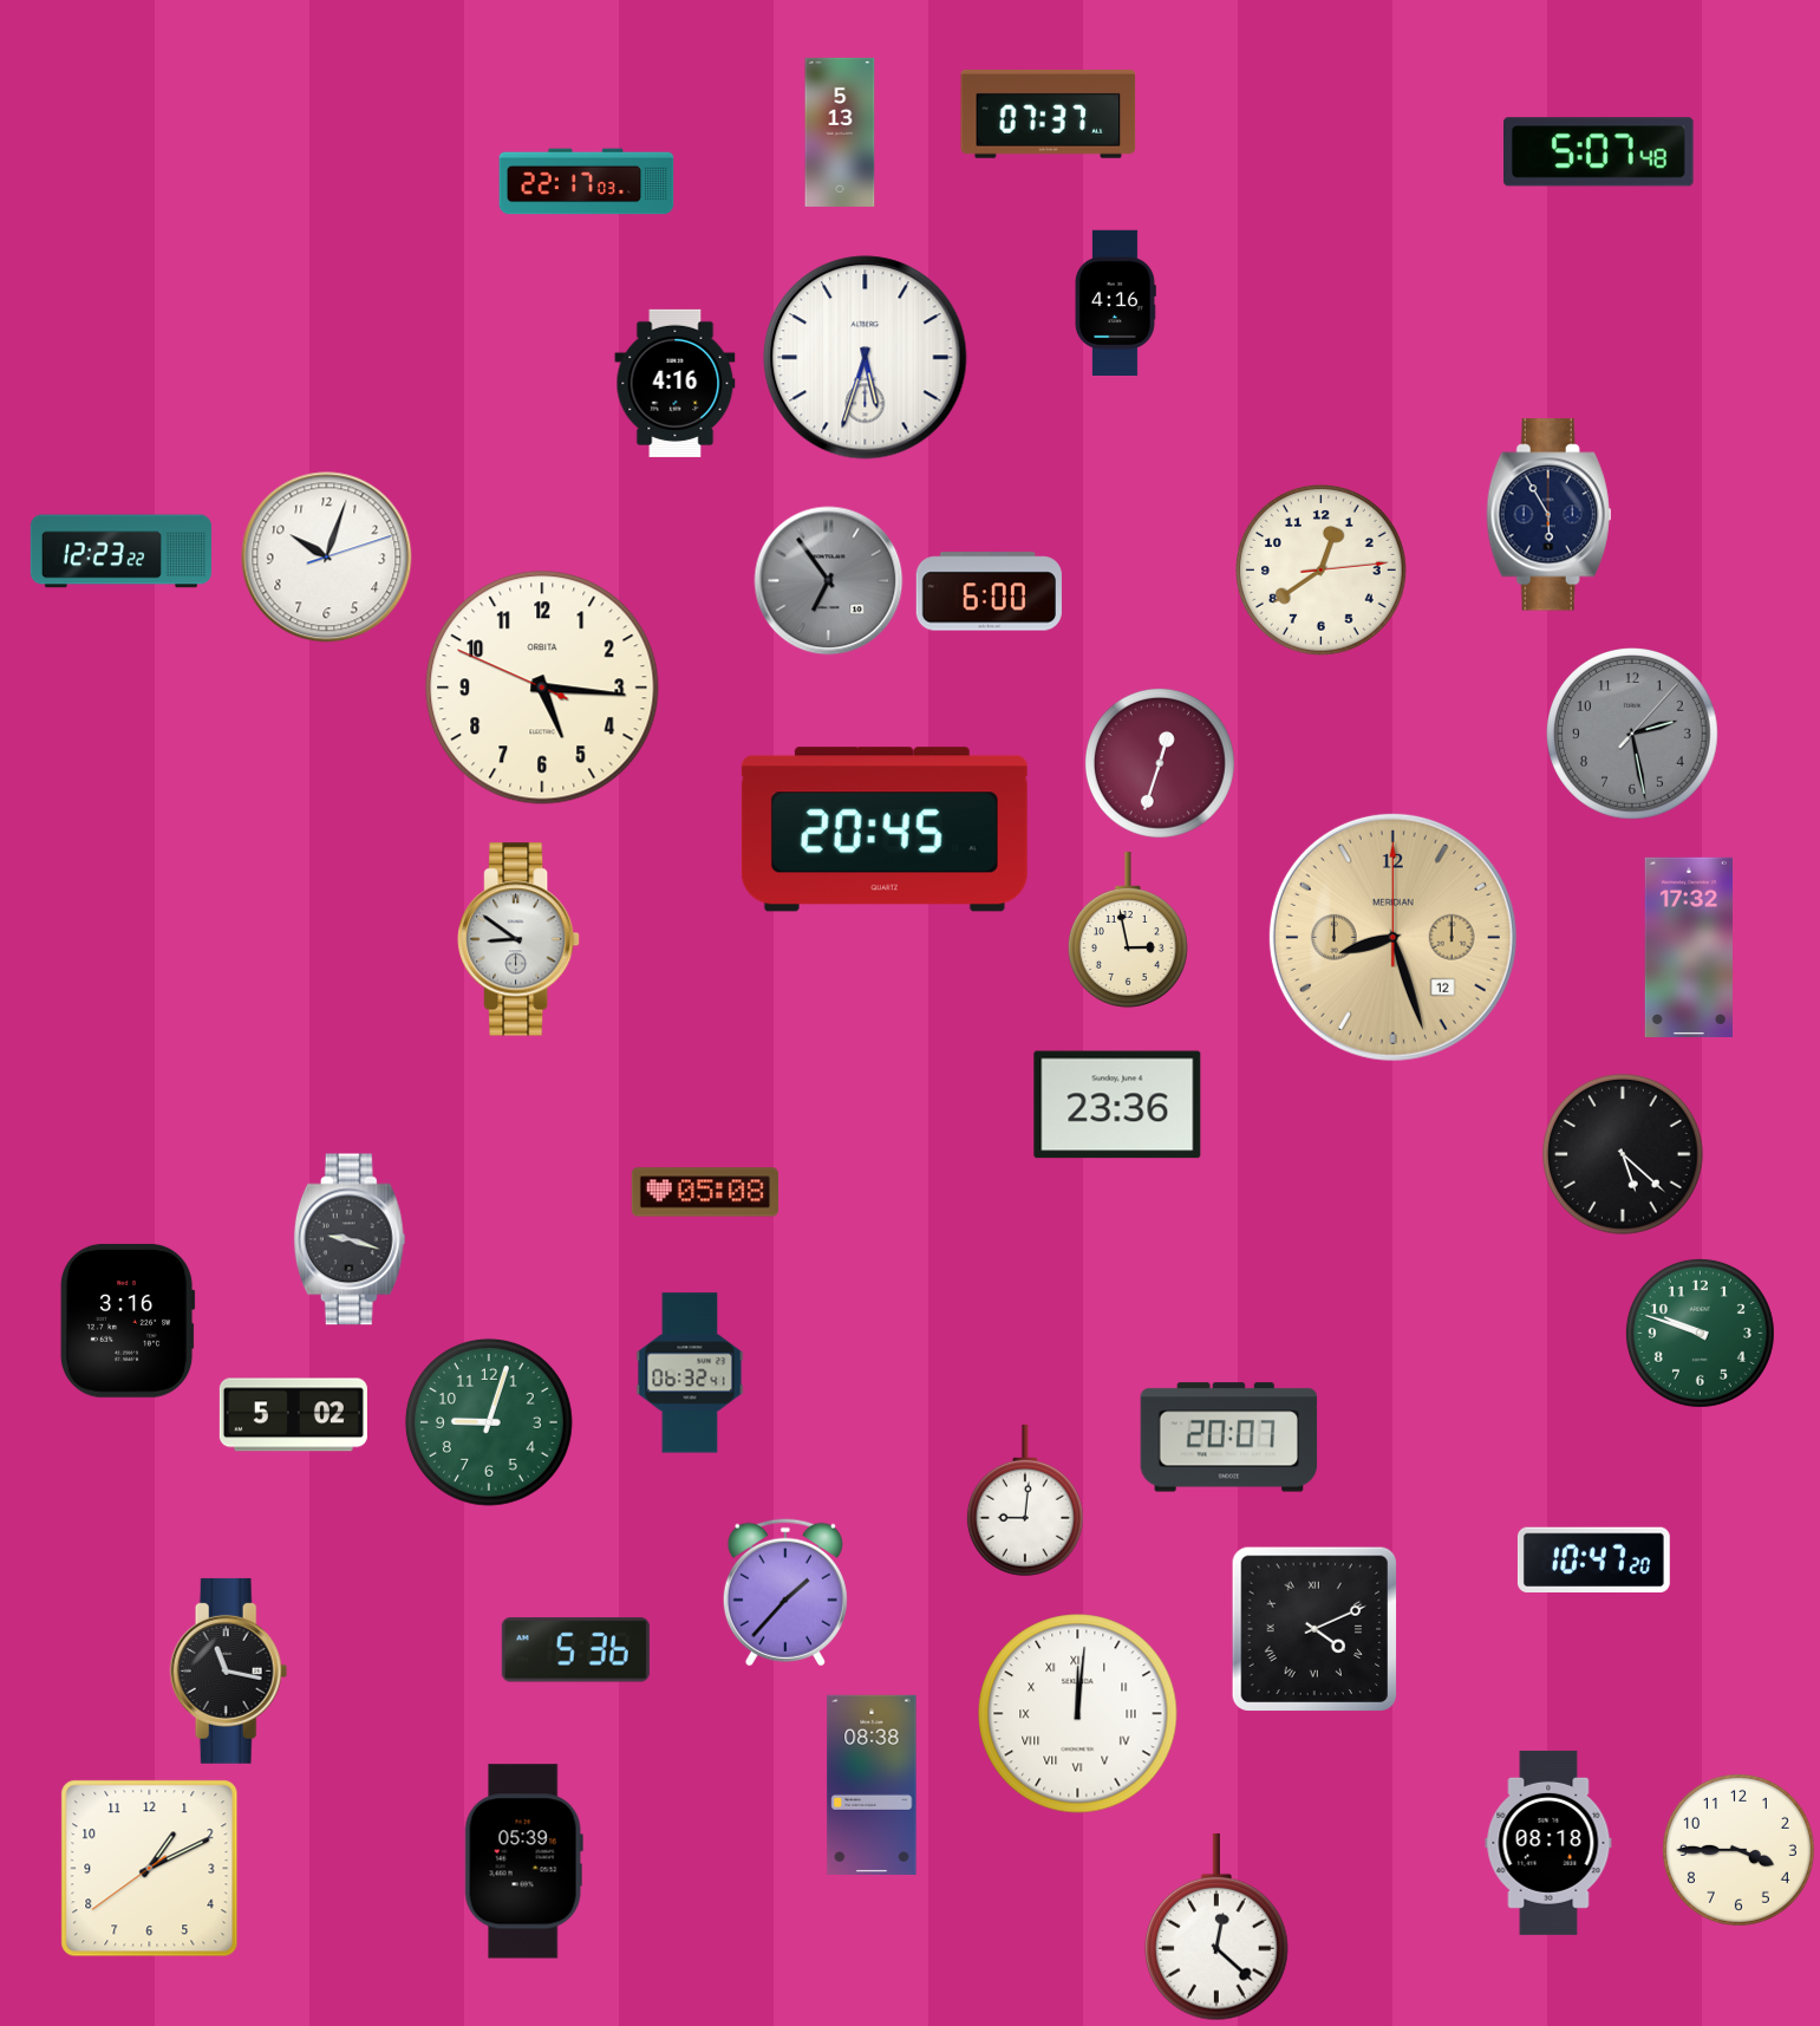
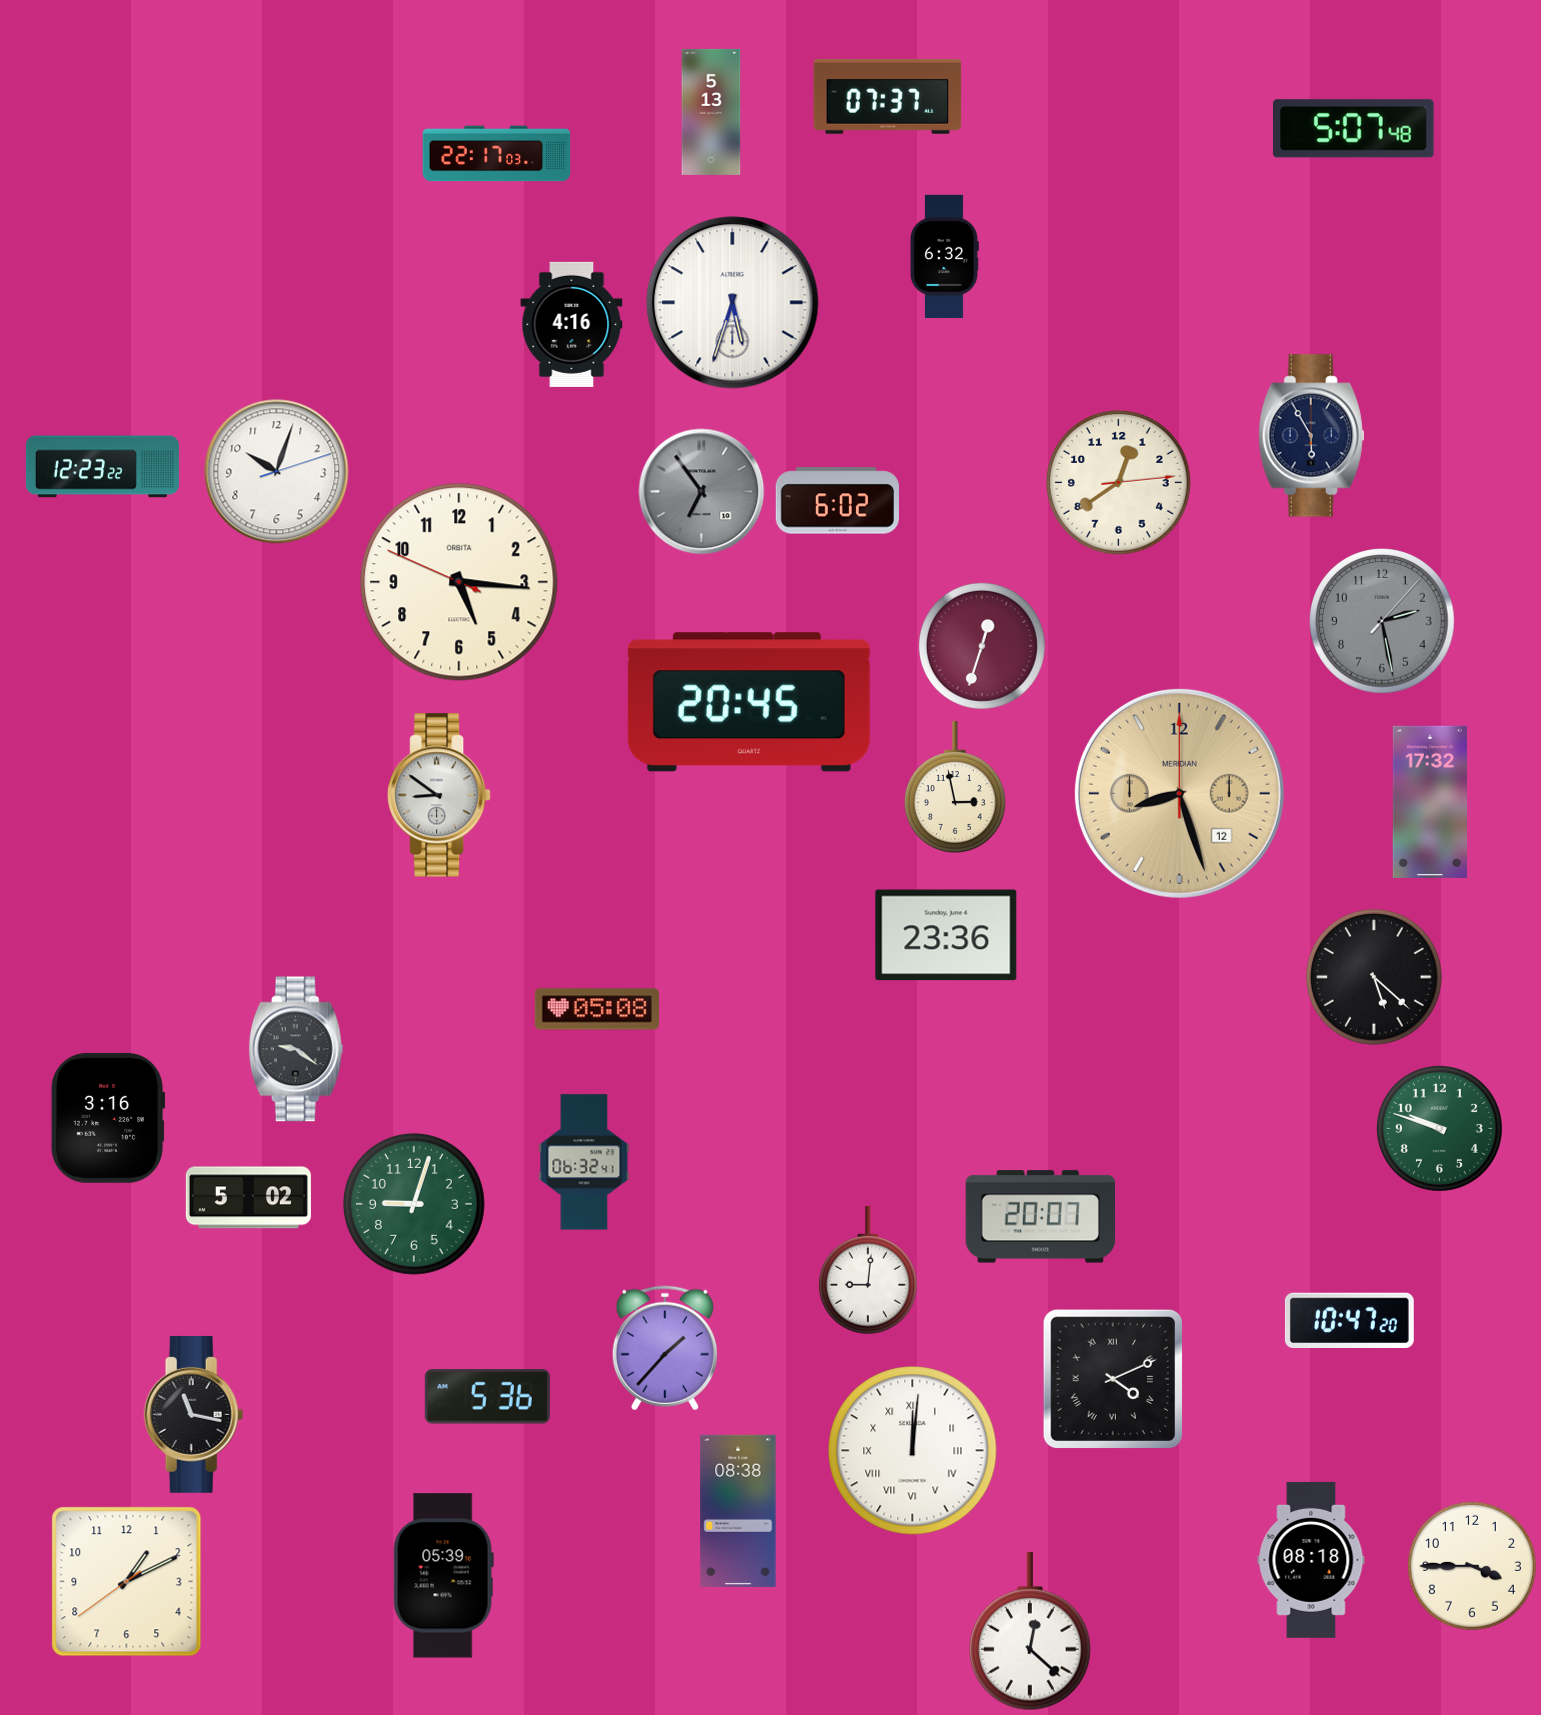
clock at (1116, 304): 4:16 -> 6:32
clock at (989, 592): 6:00 -> 6:02
clock at (350, 1239): 9:18 -> 9:21
